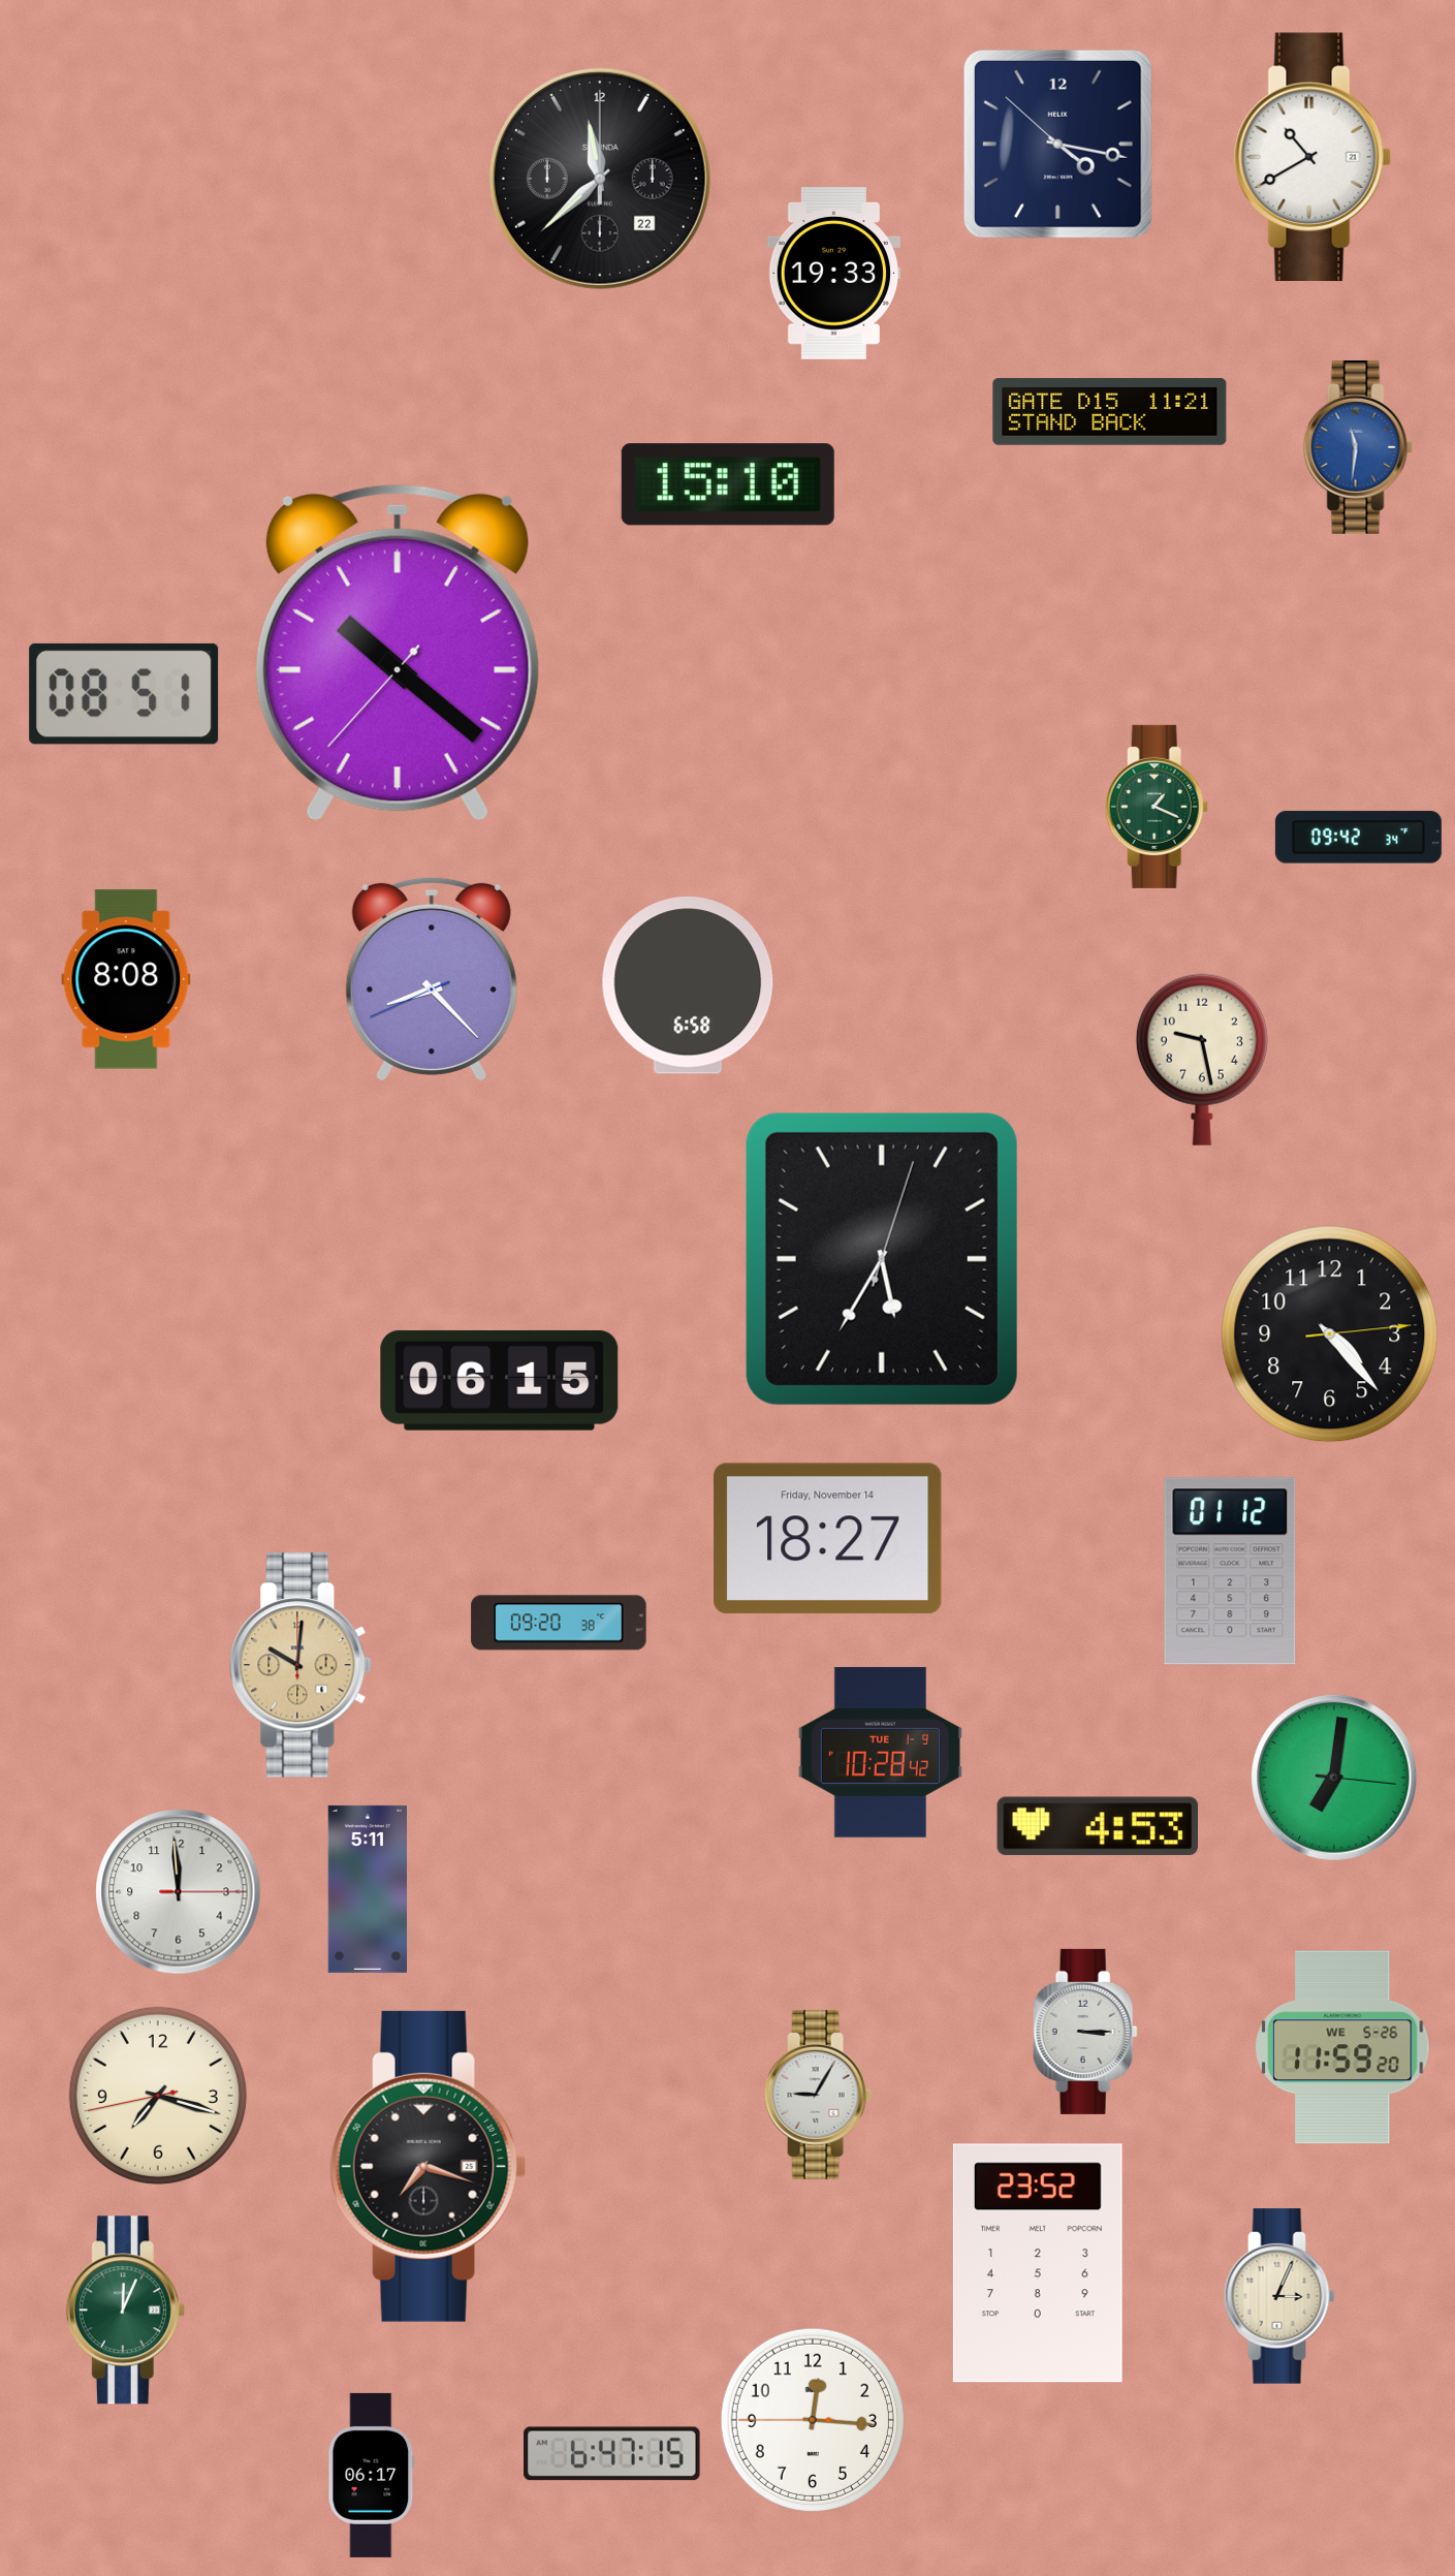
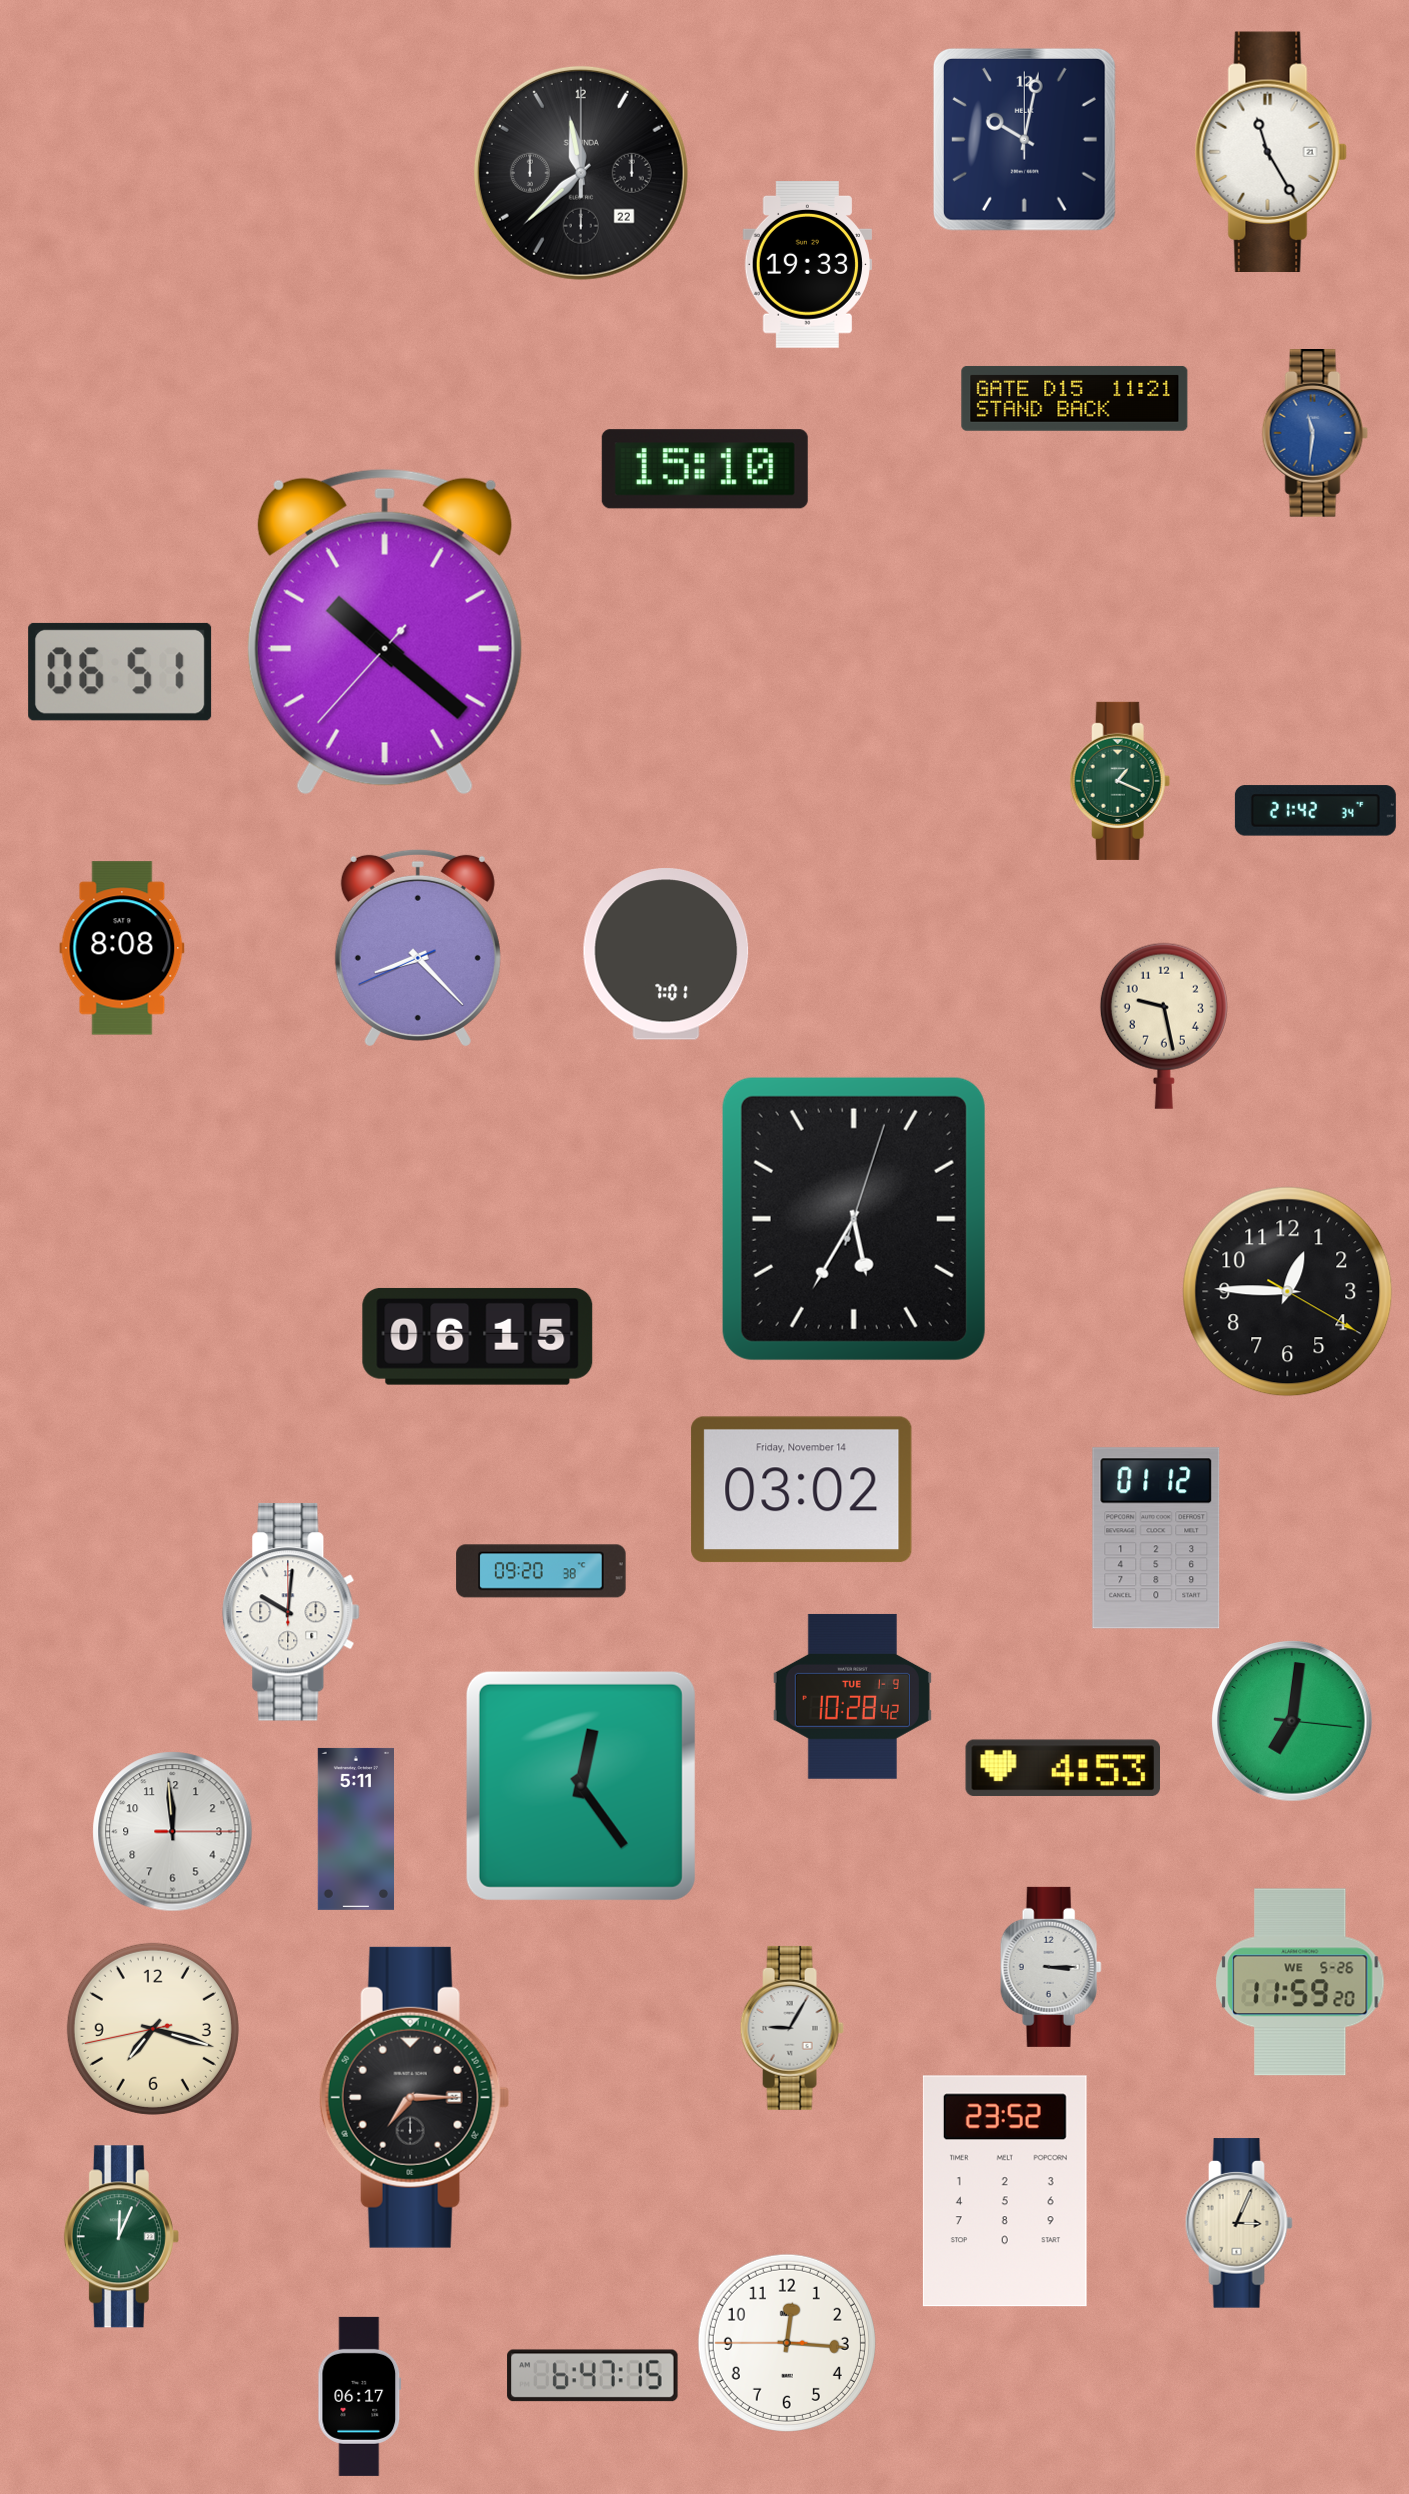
clock at (1057, 144): 4:16 -> 10:02
clock at (1312, 156): 10:40 -> 11:25
clock at (124, 694): 08:51 -> 06:51
clock at (1358, 838): 09:42 -> 21:42
clock at (688, 985): 6:58 -> 7:01
clock at (1330, 1334): 4:23 -> 12:45
clock at (500, 1380) position: (500, 1380) -> (478, 1336)
clock at (828, 1539): 18:27 -> 03:02
clock at (1230, 1571) position: (1230, 1571) -> (1156, 1538)
clock at (301, 1665) dial: champagne -> white
clock at (581, 1786): none -> 12:24
clock at (428, 2166): 7:18 -> 7:15
